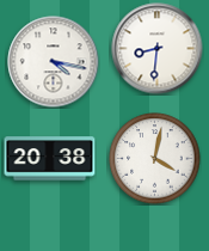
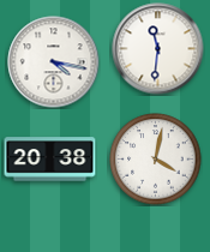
clock at (158, 49): 8:31 -> 11:31
